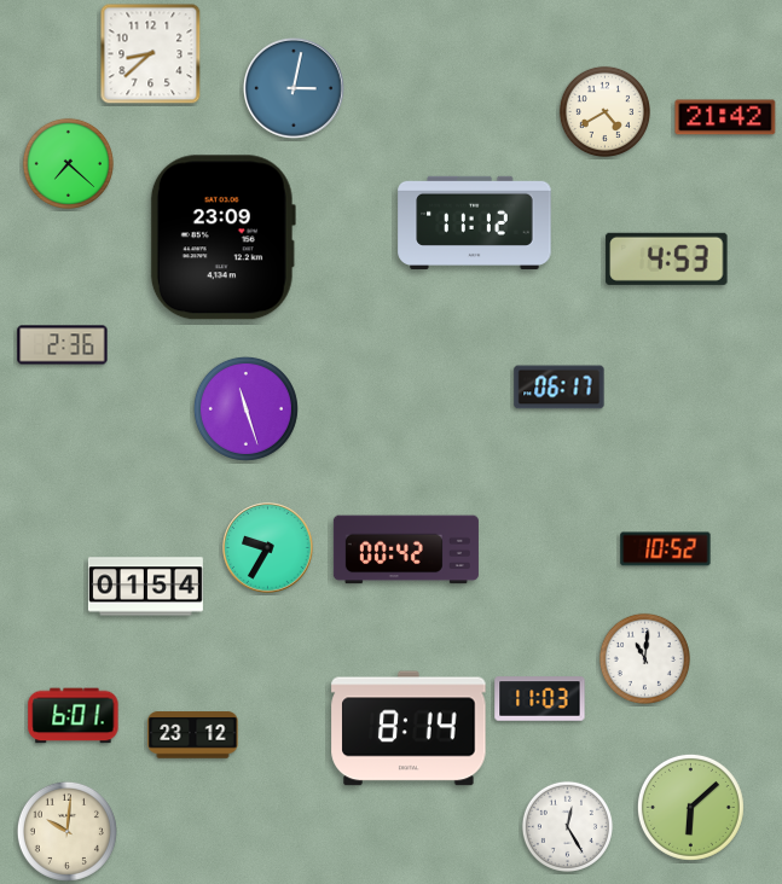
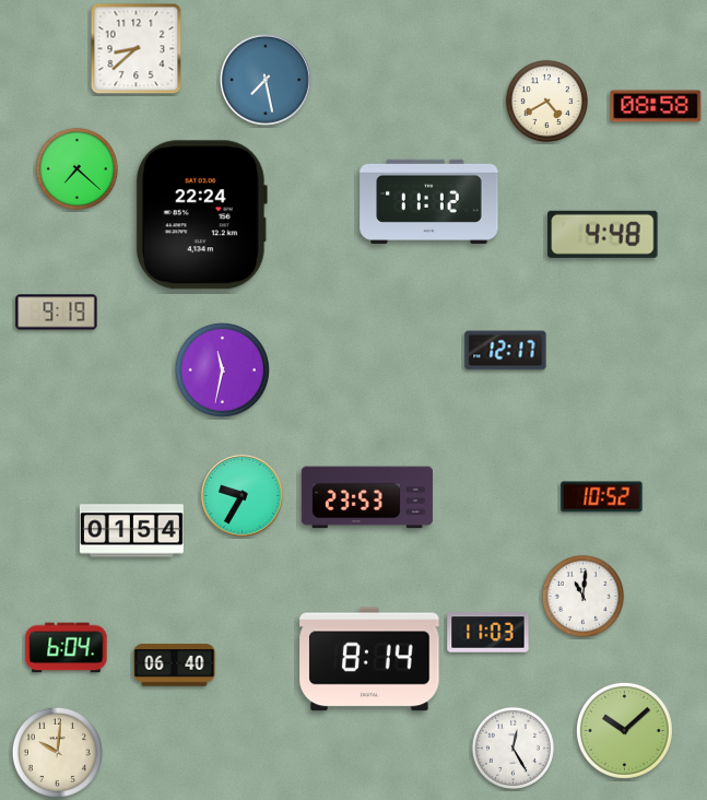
clock at (294, 88): 3:02 -> 7:28
clock at (725, 117): 21:42 -> 08:58
clock at (68, 163) position: (68, 163) -> (76, 168)
clock at (222, 238): 23:09 -> 22:24
clock at (667, 258): 4:53 -> 4:48
clock at (63, 345): 2:36 -> 9:19
clock at (560, 388): 06:17 -> 12:17
clock at (245, 408): 11:27 -> 11:32
clock at (406, 549): 00:42 -> 23:53
clock at (74, 716): 6:01 -> 6:04
clock at (193, 735): 23:12 -> 06:40
clock at (690, 807): 6:08 -> 10:08
clock at (66, 831) position: (66, 831) -> (57, 752)
